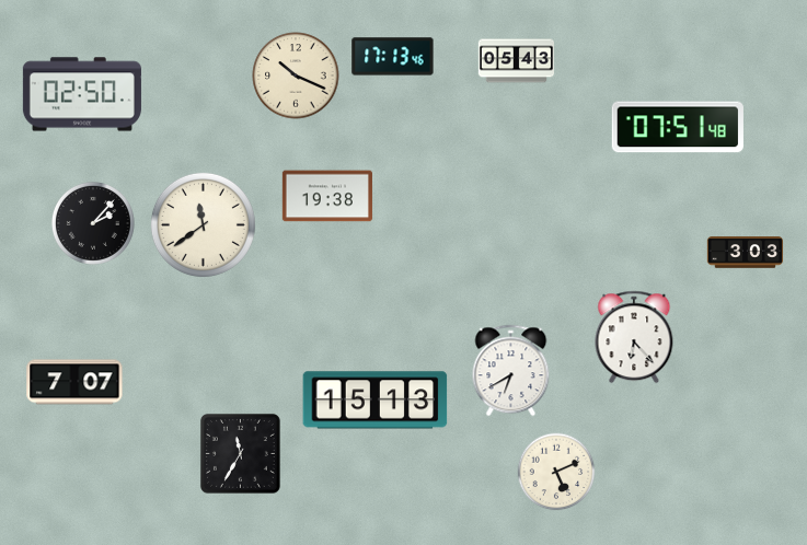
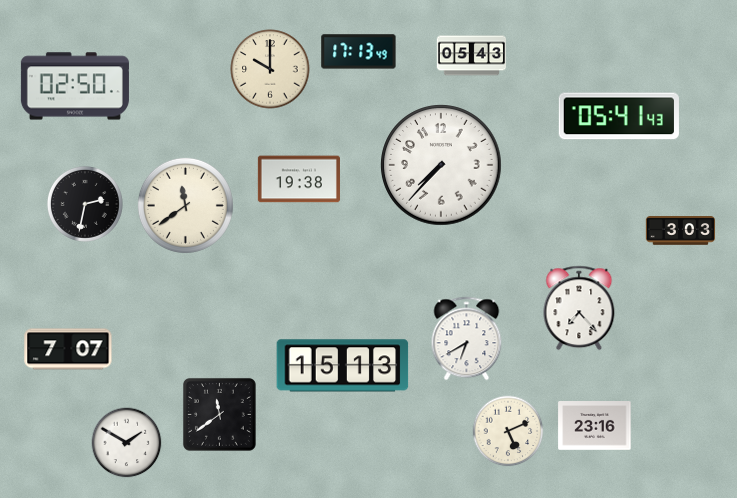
clock at (393, 57): 17:13:46 -> 17:13:49
clock at (296, 76): 10:19 -> 10:00
clock at (678, 127): 07:51 -> 05:41
clock at (441, 165): none -> 7:37
clock at (93, 223): 2:07 -> 2:32
clock at (634, 337): 6:23 -> 7:23
clock at (240, 453): 11:35 -> 11:39
clock at (595, 426): none -> 23:16
clock at (127, 443): none -> 1:50
